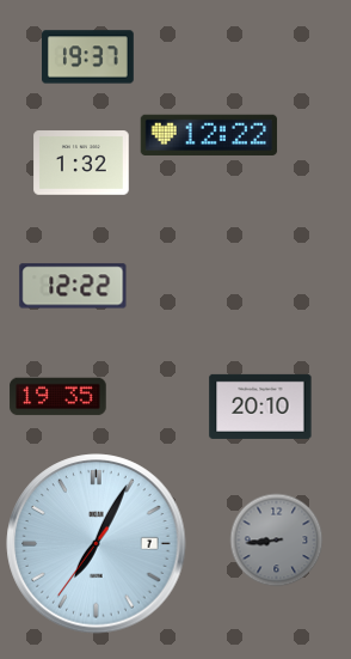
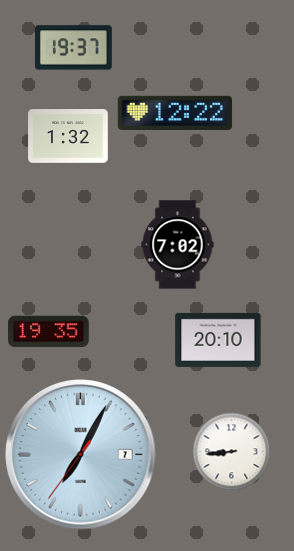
clock at (73, 286): 12:22 -> none
clock at (178, 245): none -> 7:02
clock at (276, 539) dial: grey -> white
